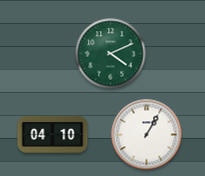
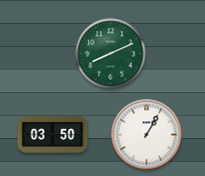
clock at (111, 54): 4:11 -> 8:11
clock at (53, 134): 04:10 -> 03:50
